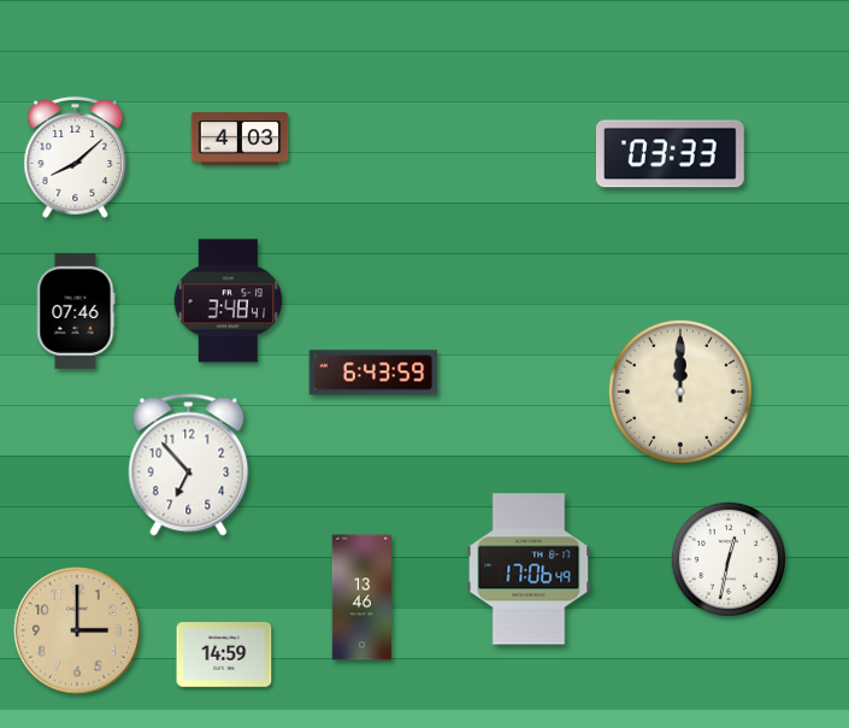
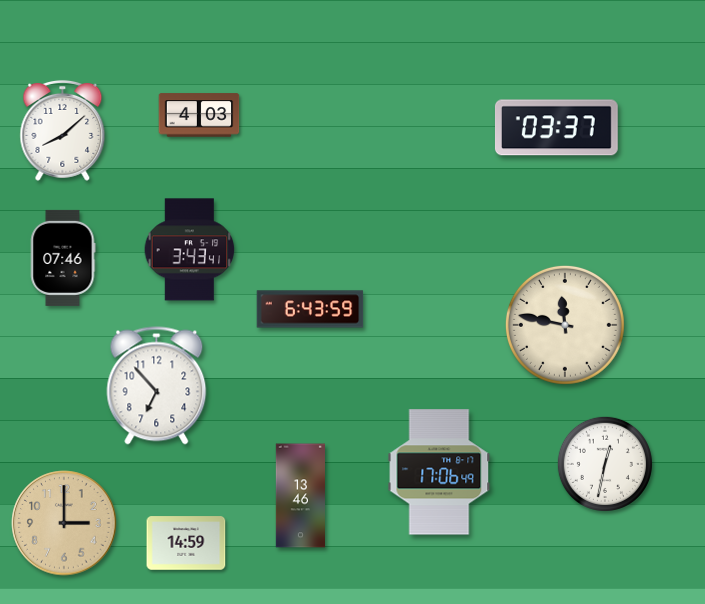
clock at (670, 154): 03:33 -> 03:37
clock at (229, 301): 3:48 -> 3:43
clock at (680, 392): 12:00 -> 11:47
